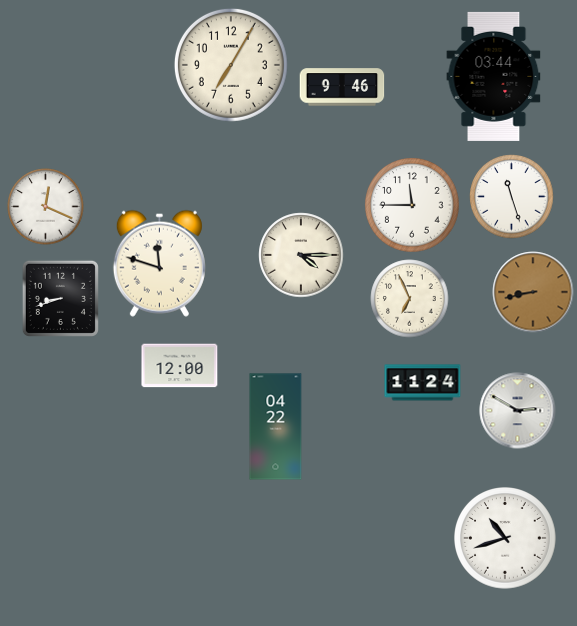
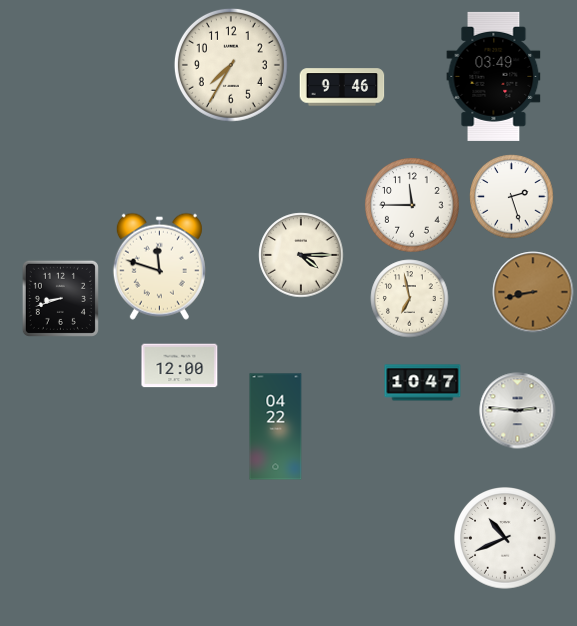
clock at (231, 65): 7:05 -> 7:35
clock at (494, 76): 03:44 -> 03:49
clock at (512, 197): 11:27 -> 2:27
clock at (46, 207): 12:19 -> none
clock at (159, 263) position: (159, 263) -> (159, 266)
clock at (410, 299): 6:56 -> 6:58
clock at (423, 383): 11:24 -> 10:47
clock at (518, 411): 2:50 -> 2:46
clock at (506, 539): 10:42 -> 10:41
